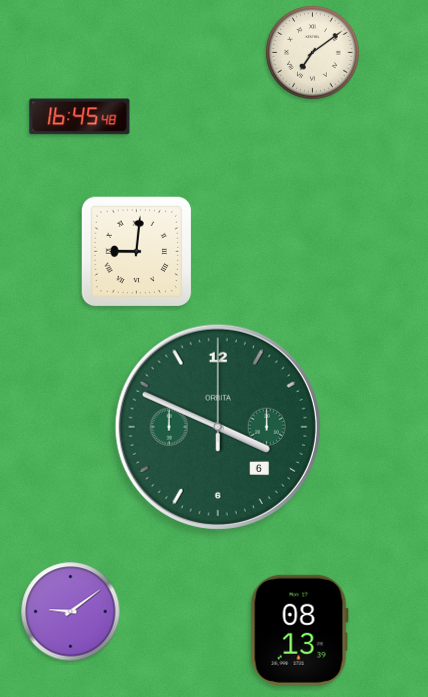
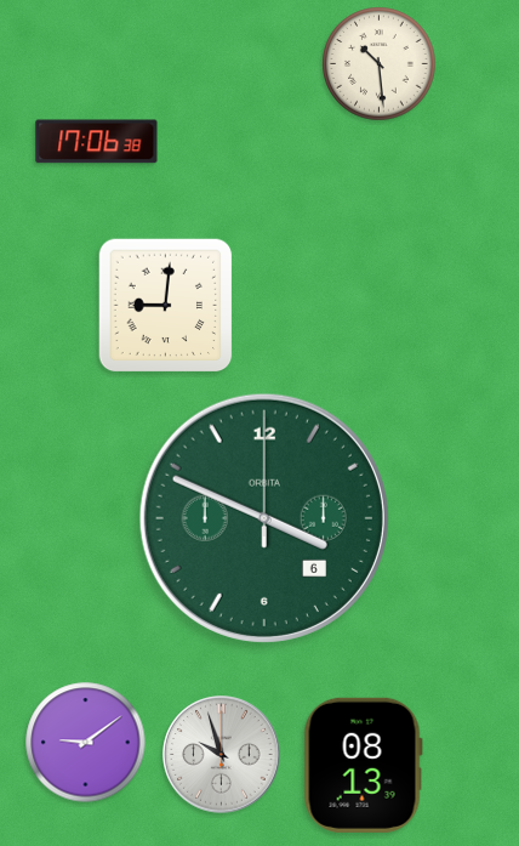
clock at (313, 53): 7:09 -> 10:29
clock at (80, 117): 16:45 -> 17:06
clock at (222, 755): none -> 9:57
